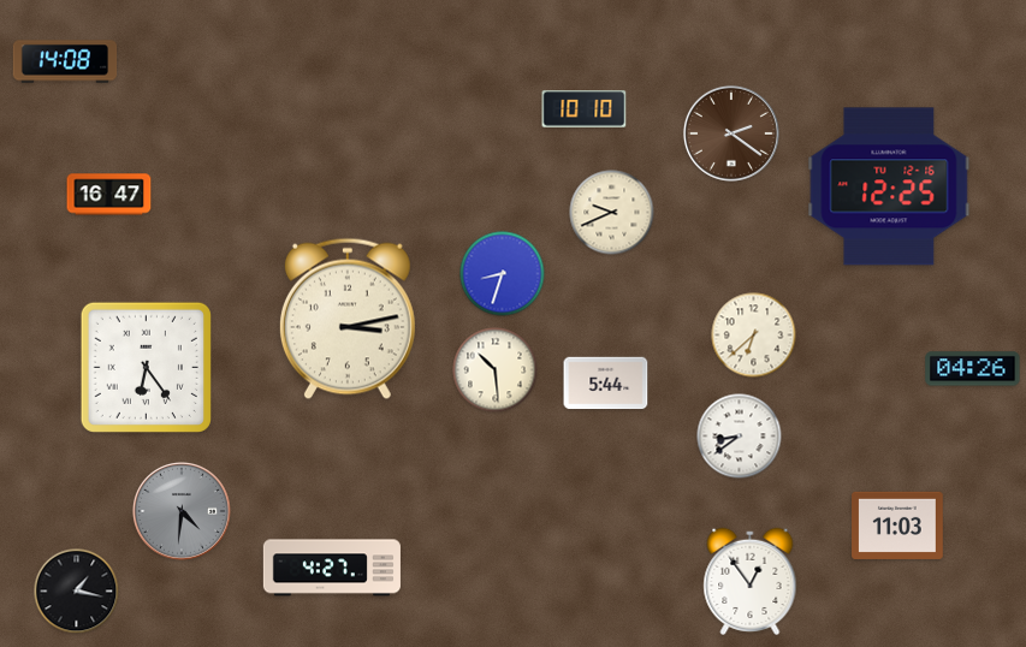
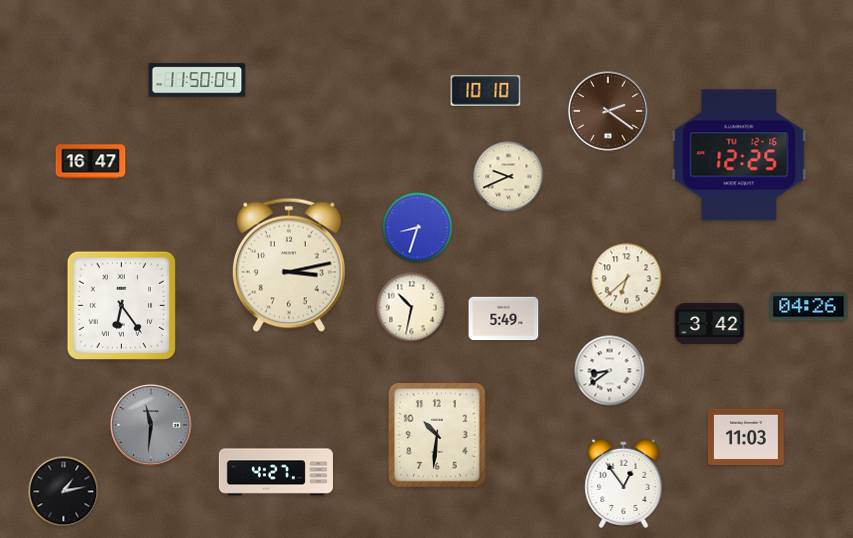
clock at (65, 61): 14:08 -> none
clock at (197, 80): none -> 11:50
clock at (496, 370): 10:29 -> 10:32
clock at (606, 384): 5:44 -> 5:49
clock at (710, 323): none -> 3:42
clock at (740, 437) position: (740, 437) -> (610, 371)
clock at (182, 511): 4:31 -> 11:31
clock at (437, 435): none -> 10:31
clock at (77, 592): 1:17 -> 1:13
